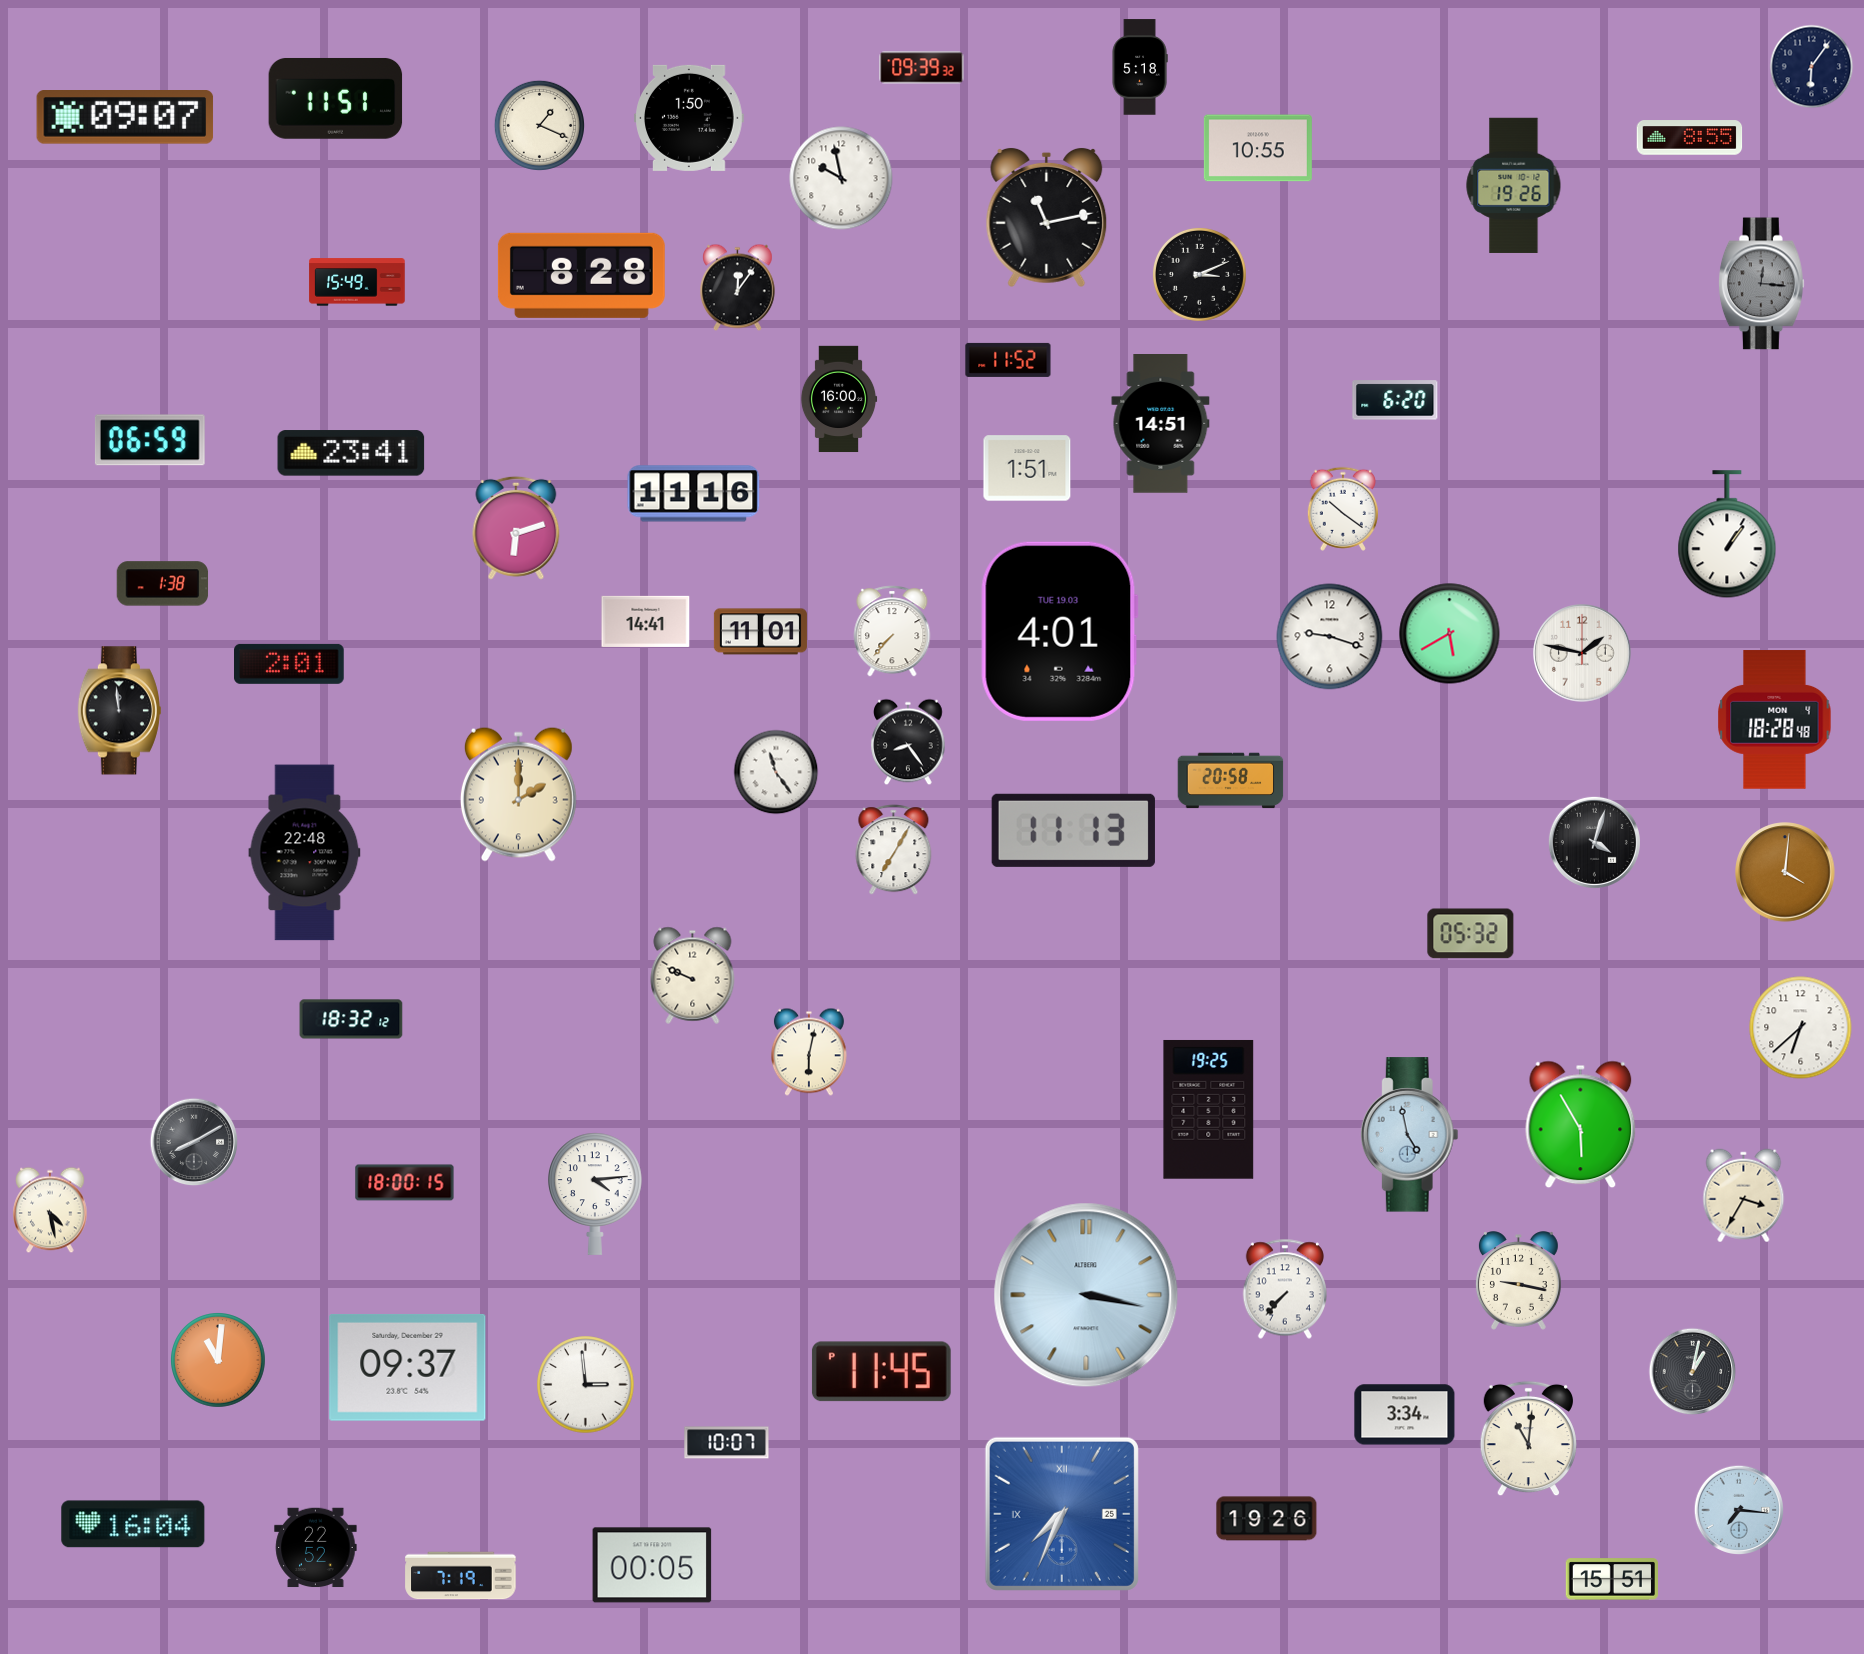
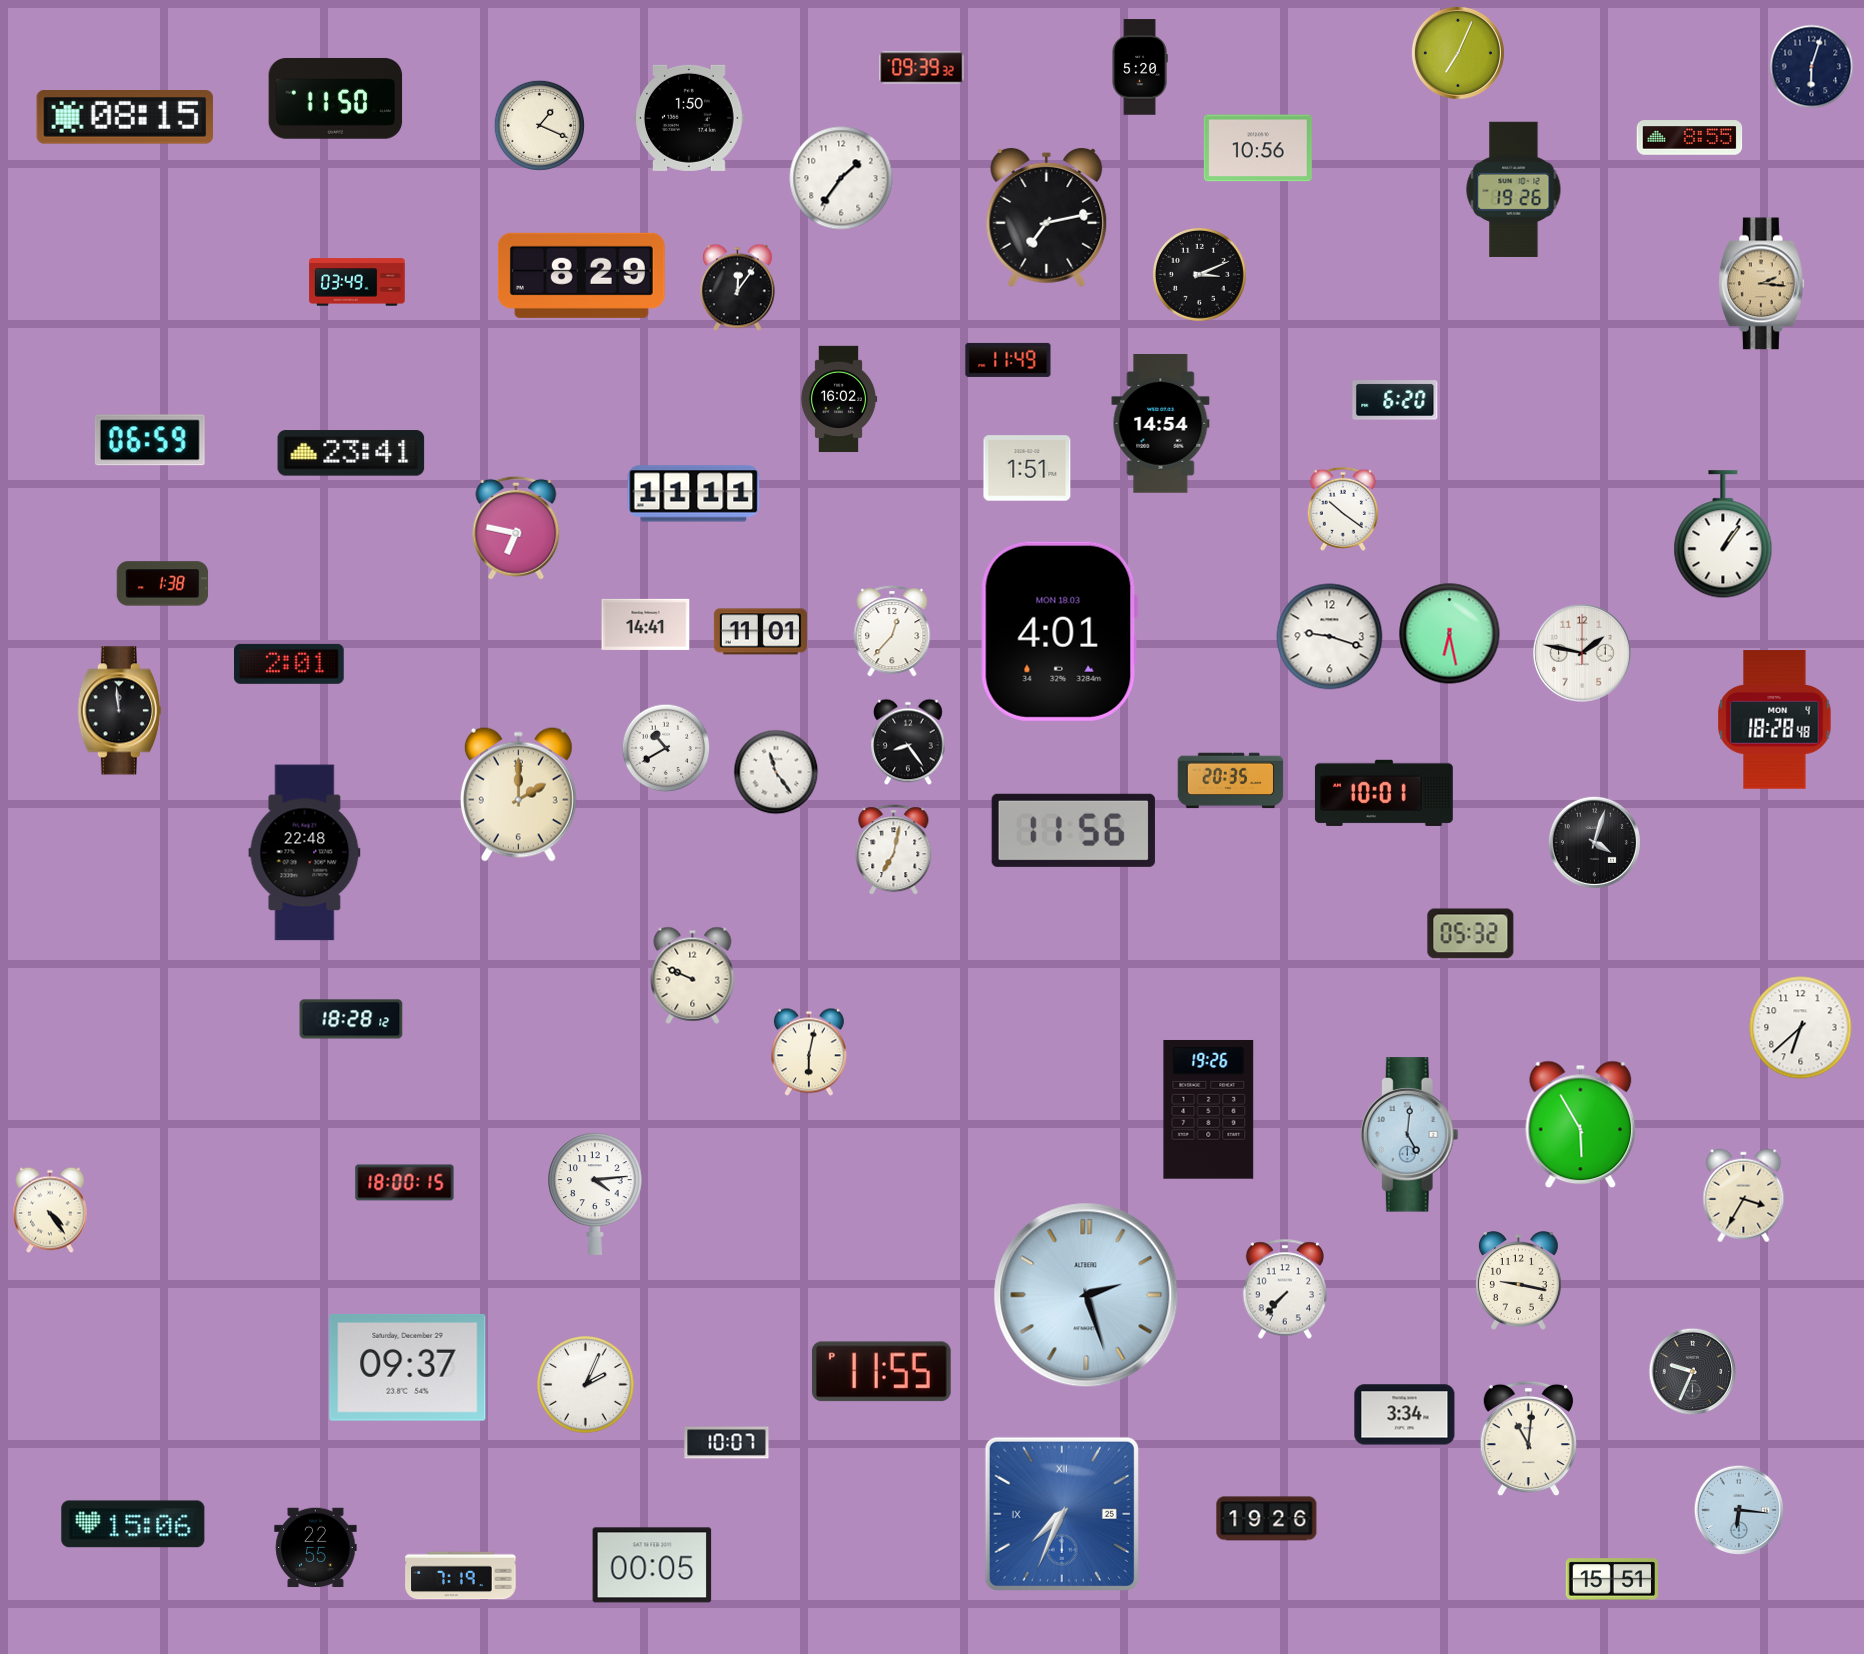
clock at (1458, 53): none -> 7:04
clock at (1140, 67): 5:18 -> 5:20
clock at (1812, 67): 6:06 -> 6:03
clock at (336, 98): 11:51 -> 11:50
clock at (125, 118): 09:07 -> 08:15
clock at (1258, 148): 10:55 -> 10:56
clock at (841, 178): 9:58 -> 1:36
clock at (1514, 185) position: (1514, 185) -> (1514, 189)
clock at (1047, 218): 11:13 -> 7:13
clock at (581, 275): 8:28 -> 8:29
clock at (357, 282): 15:49 -> 03:49
clock at (1761, 284): 12:16 -> 2:16
clock at (1761, 284) dial: grey -> champagne
clock at (1008, 360): 11:52 -> 11:49
clock at (839, 399): 16:00 -> 16:02
clock at (1161, 424): 14:51 -> 14:54
clock at (694, 494): 11:16 -> 11:11
clock at (516, 528): 6:12 -> 6:47
clock at (1727, 535) position: (1727, 535) -> (1723, 535)
clock at (646, 621) position: (646, 621) -> (646, 624)
clock at (892, 631): 7:37 -> 12:37
clock at (1059, 631) date: TUE 19.03 -> MON 18.03
clock at (1450, 634): 5:40 -> 6:28
clock at (666, 748): none -> 10:40
clock at (1231, 781): 20:58 -> 20:35
clock at (1384, 793): none -> 10:01
clock at (1073, 830): 11:13 -> 11:56
clock at (894, 850): 7:05 -> 7:02
clock at (1785, 872): 4:01 -> none
clock at (351, 1019): 18:32 -> 18:28
clock at (1209, 1109): 19:25 -> 19:26
clock at (1409, 1135): 4:58 -> 5:01
clock at (194, 1142): 8:10 -> none
clock at (50, 1210): 4:28 -> 4:24
clock at (1086, 1295): 3:17 -> 2:27
clock at (219, 1361): 11:01 -> none
clock at (881, 1372): 11:45 -> 11:55
clock at (1693, 1372): 1:02 -> 9:34
clock at (586, 1385): 2:59 -> 2:04
clock at (1738, 1509): 7:16 -> 6:16
clock at (133, 1524): 16:04 -> 15:06
clock at (316, 1548): 22:52 -> 22:55
